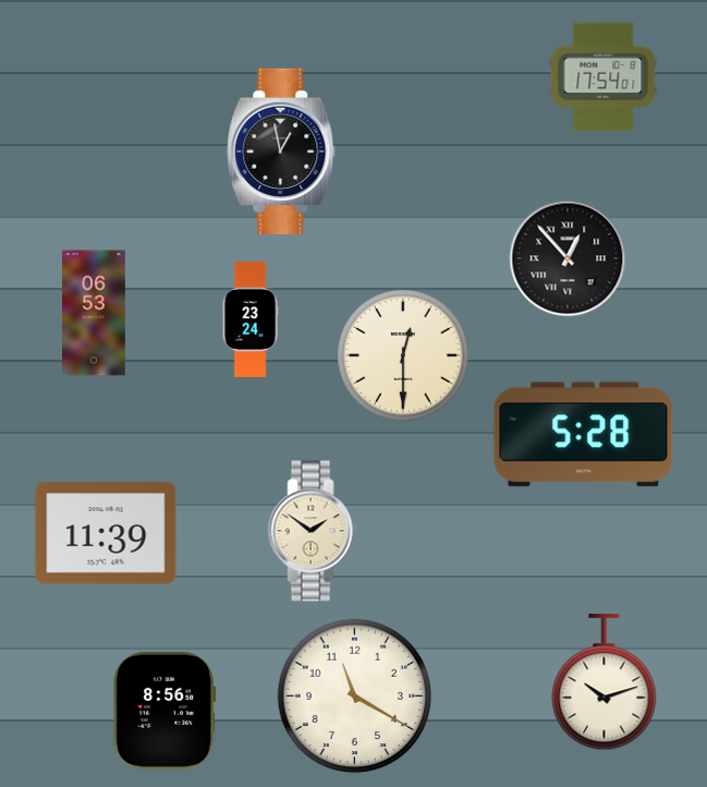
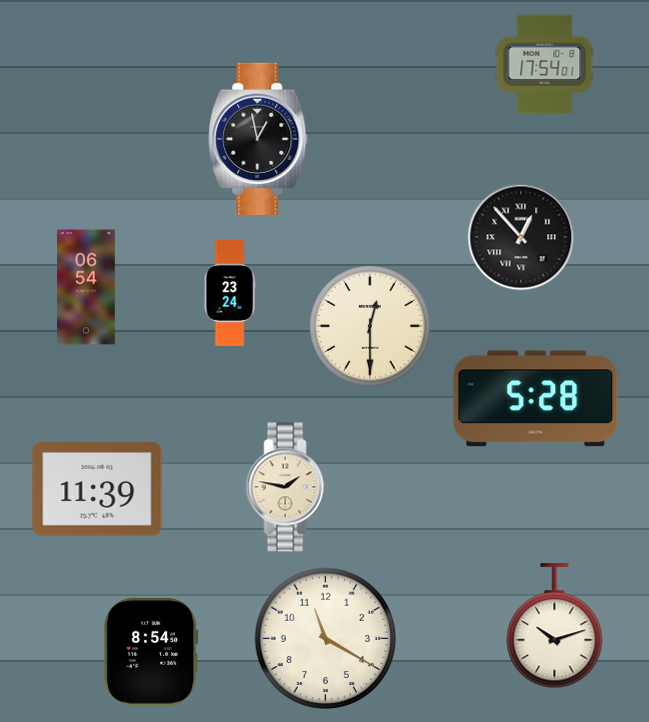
clock at (604, 77) position: (604, 77) -> (545, 65)
clock at (95, 313): 06:53 -> 06:54
clock at (313, 531): 1:51 -> 1:47
clock at (164, 712): 8:56 -> 8:54
